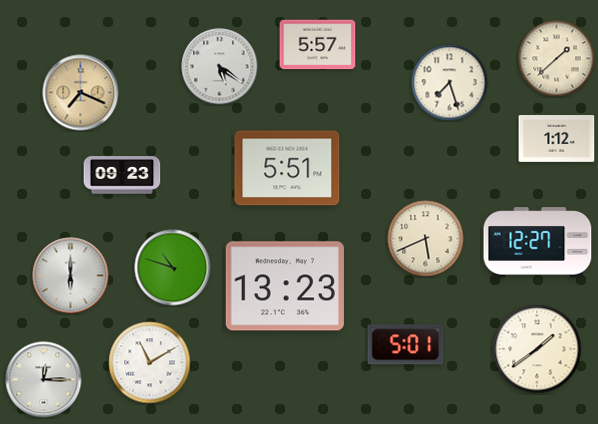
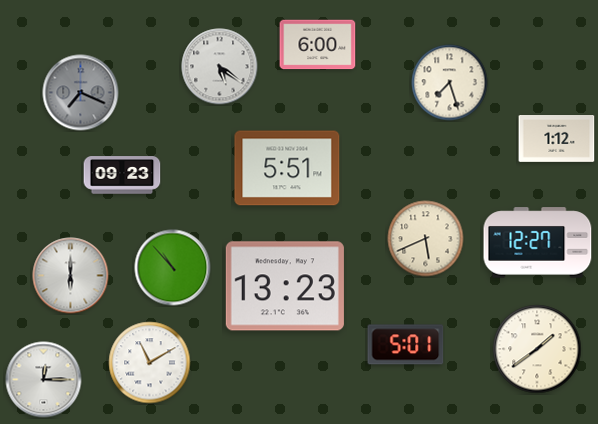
clock at (318, 45): 5:57 -> 6:00
clock at (557, 59): 1:38 -> none
clock at (81, 93) dial: champagne -> grey
clock at (173, 268): 10:48 -> 10:53
